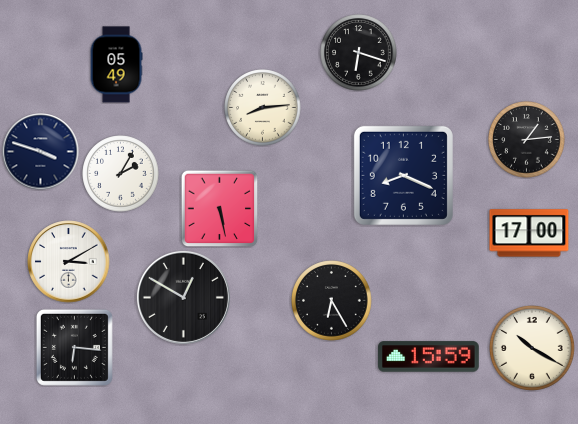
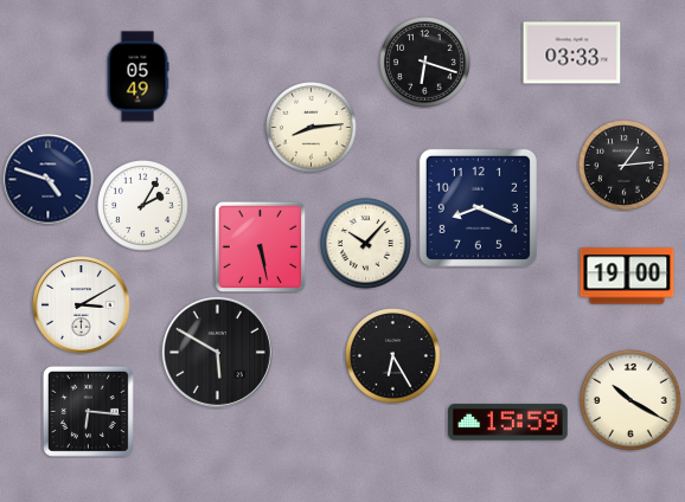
clock at (572, 53): none -> 03:33
clock at (41, 152): 3:48 -> 4:48
clock at (366, 244): none -> 10:07
clock at (529, 233): 17:00 -> 19:00
clock at (69, 262) position: (69, 262) -> (82, 305)
clock at (183, 297): 12:50 -> 5:50
clock at (533, 349) position: (533, 349) -> (632, 401)
